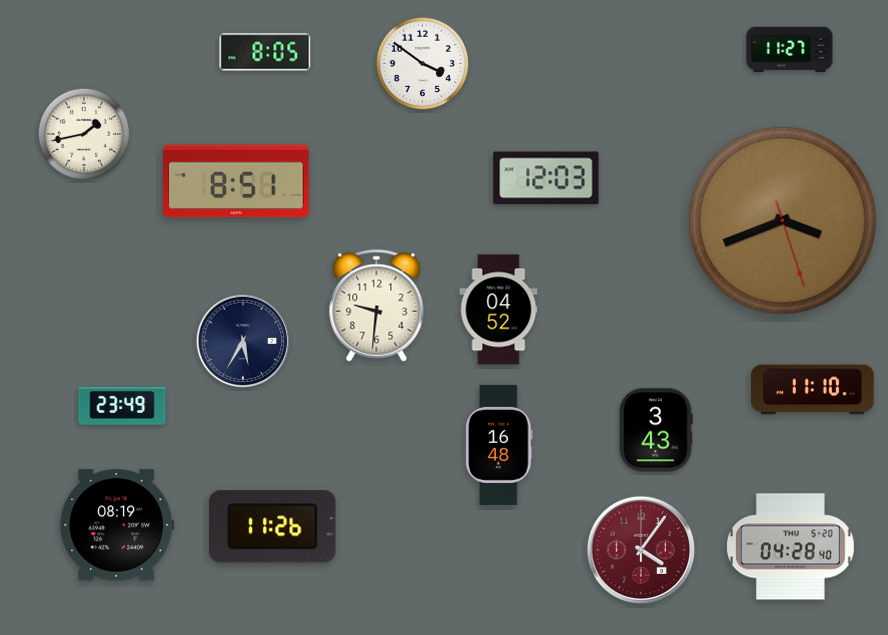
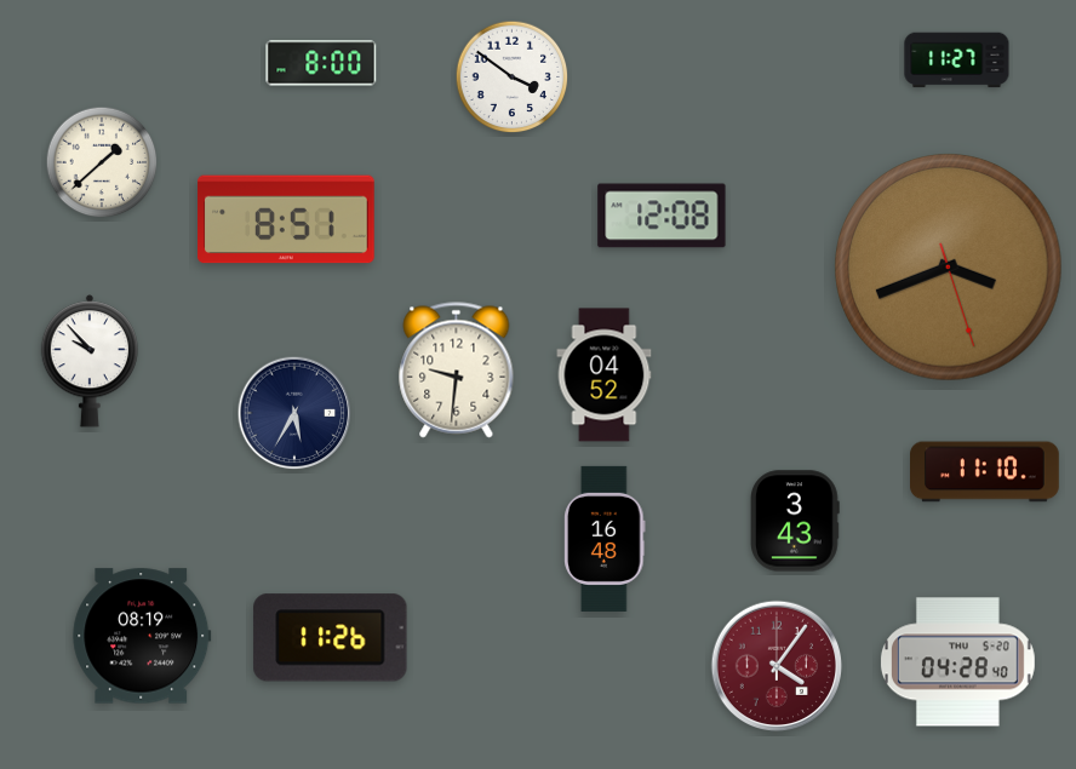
clock at (265, 52): 8:05 -> 8:00
clock at (84, 134): 1:43 -> 1:38
clock at (546, 178): 12:03 -> 12:08
clock at (88, 361): none -> 9:53
clock at (122, 406): 23:49 -> none
